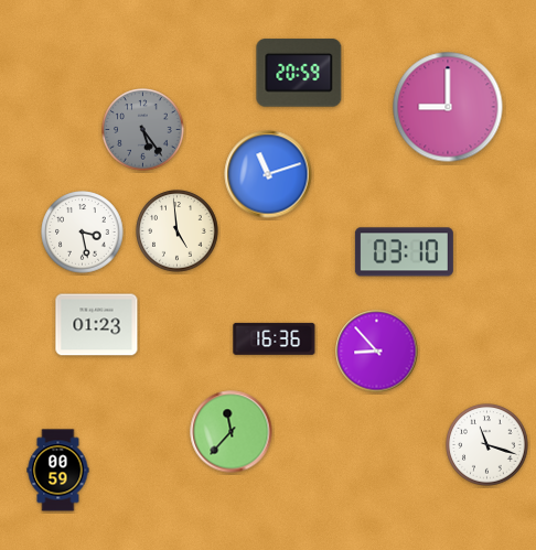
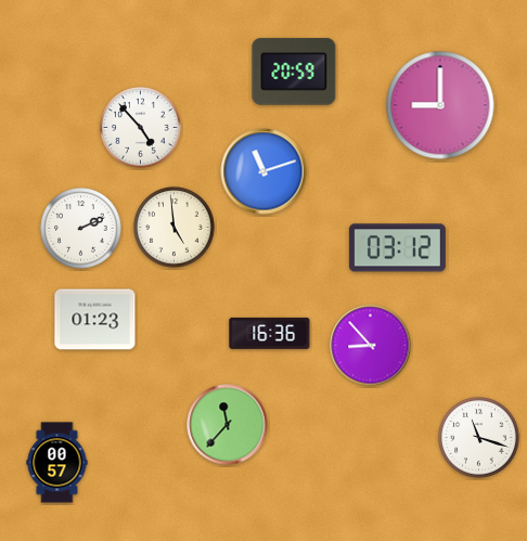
clock at (143, 130): 5:24 -> 4:53
clock at (143, 130) dial: grey -> white
clock at (83, 233): 3:28 -> 2:11
clock at (404, 252): 03:10 -> 03:12
clock at (58, 471): 00:59 -> 00:57
